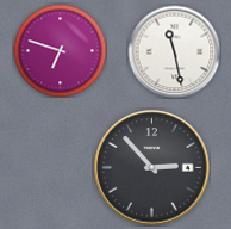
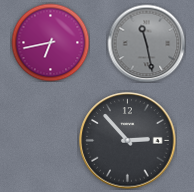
clock at (60, 50): 6:48 -> 6:43
clock at (174, 51) dial: white -> grey
